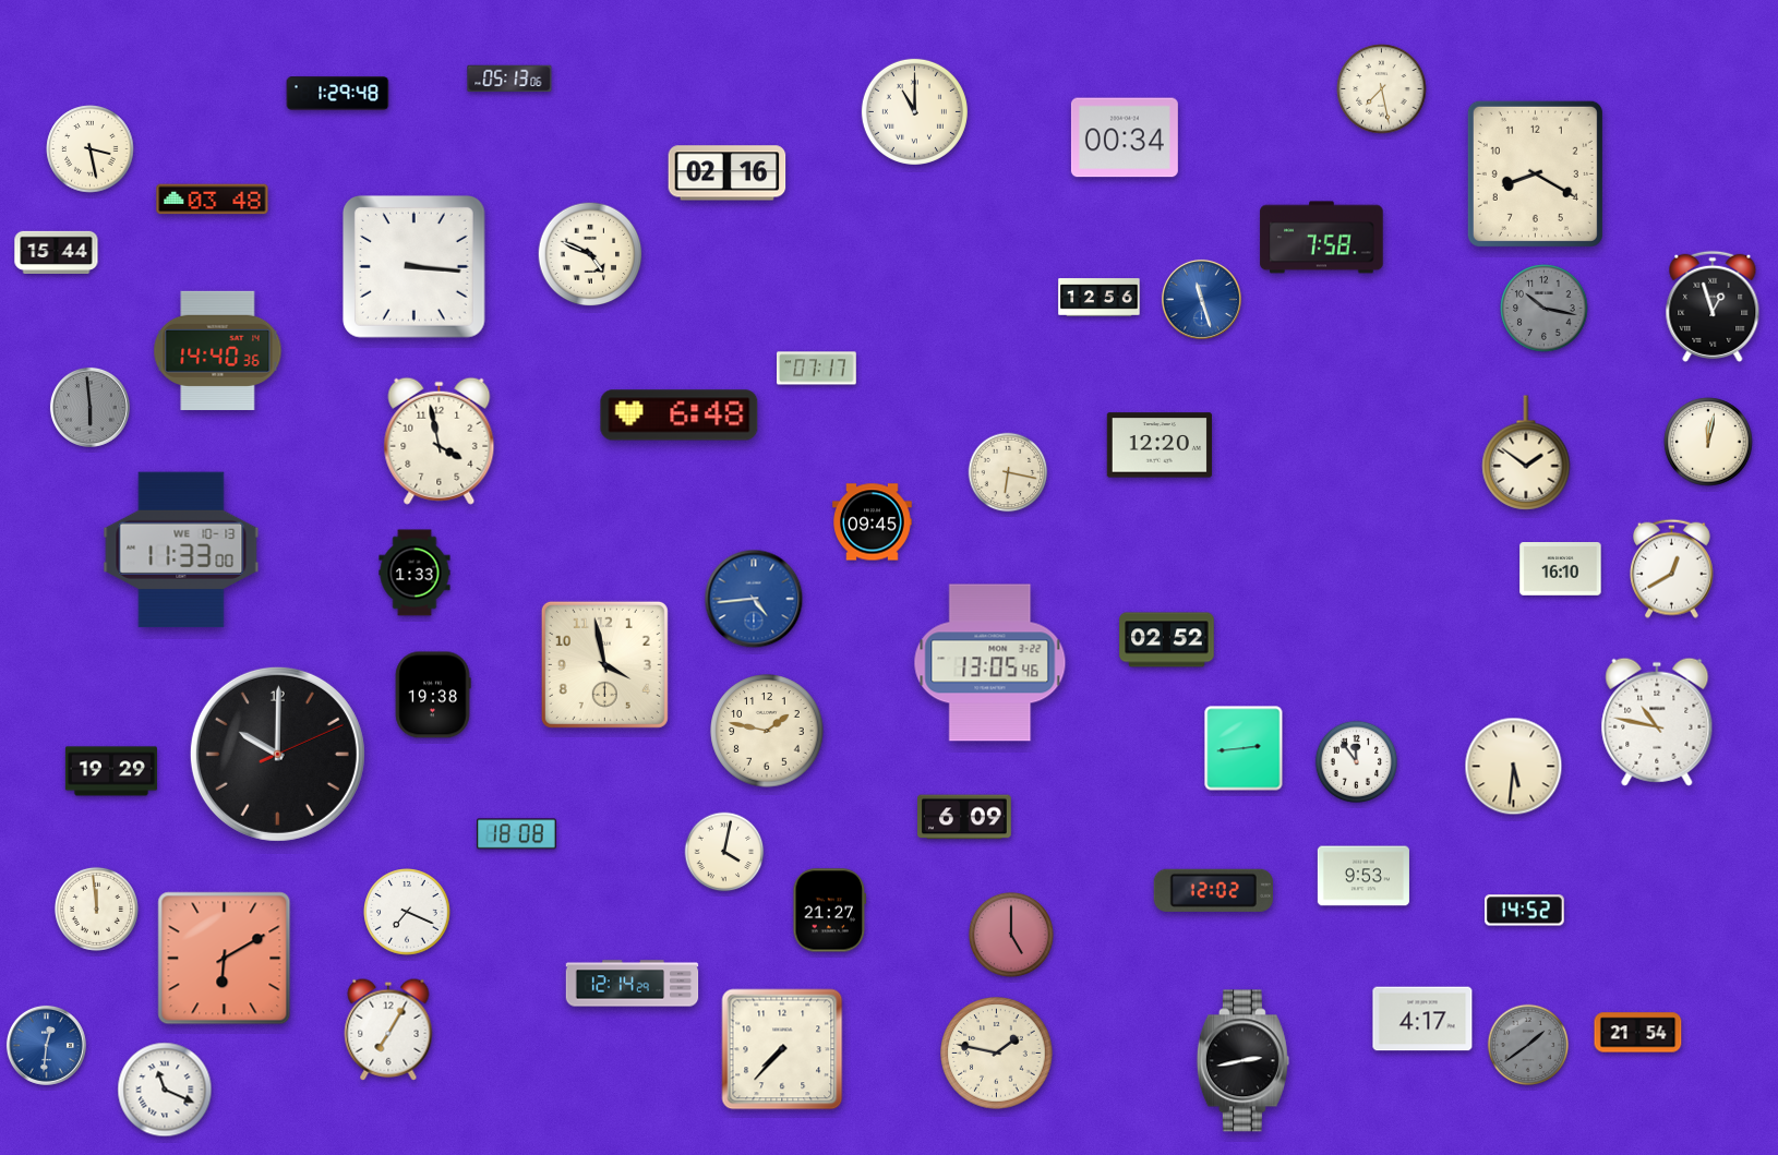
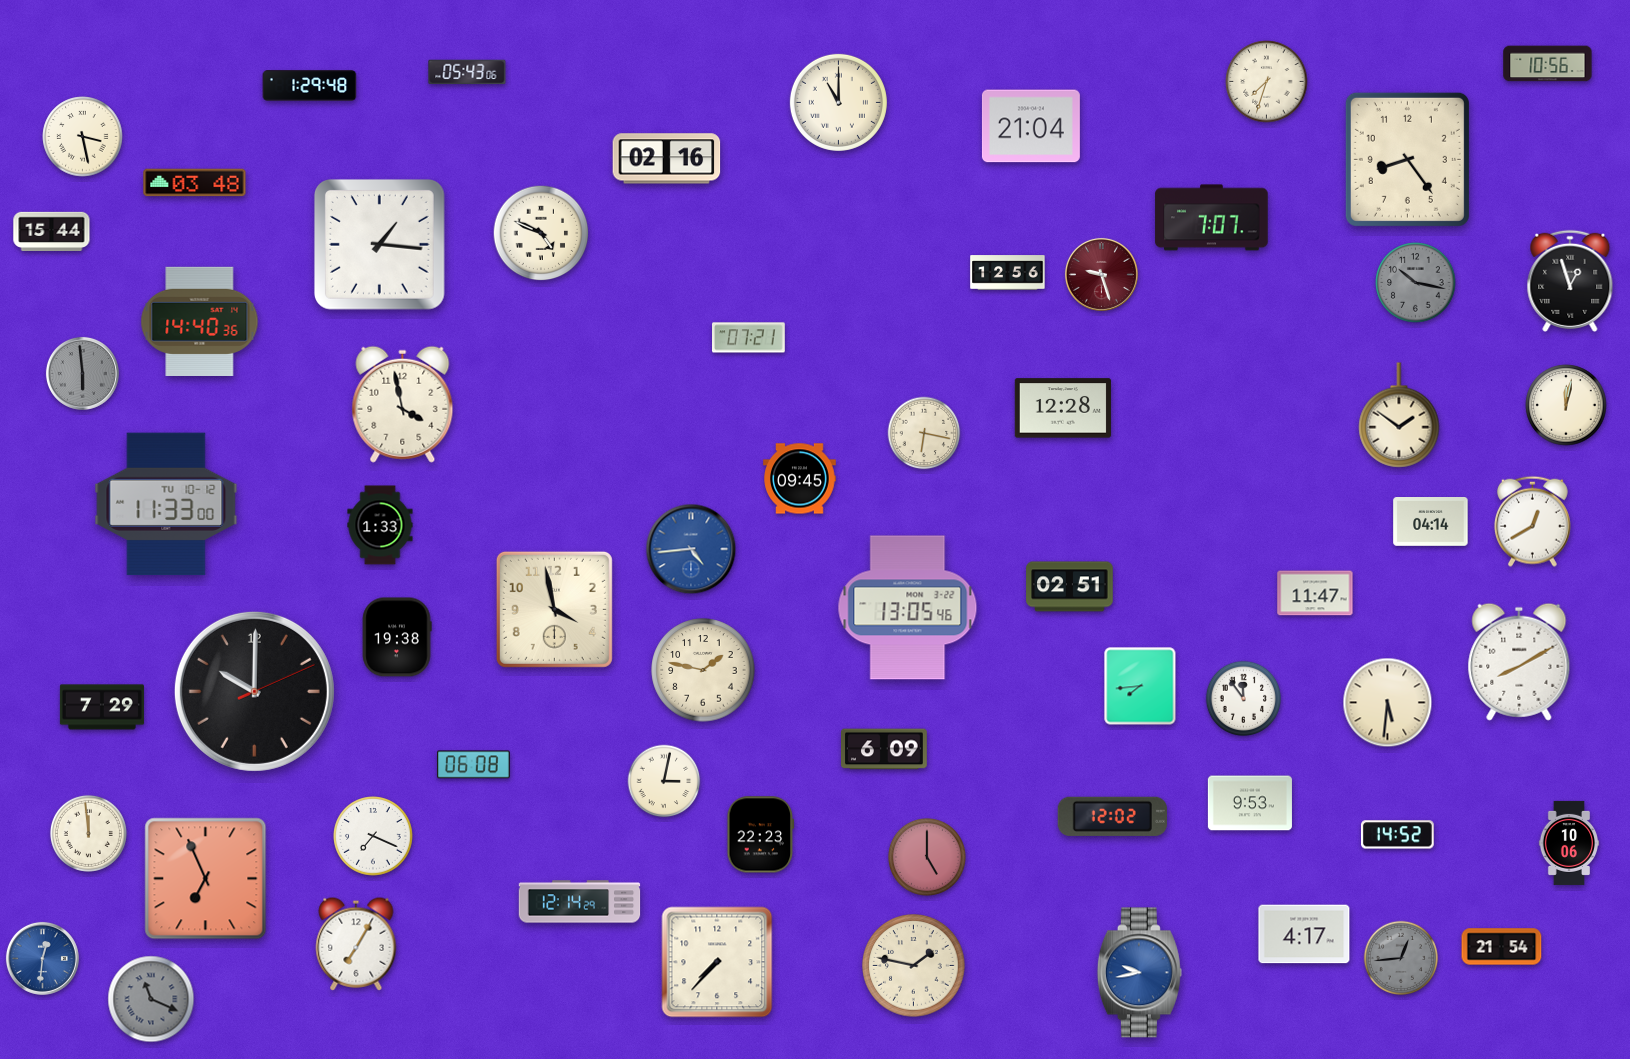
clock at (1548, 64): none -> 10:56
clock at (509, 79): 05:13 -> 05:43
clock at (1382, 89): 7:28 -> 7:33
clock at (1125, 137): 00:34 -> 21:04
clock at (1535, 173): 8:20 -> 8:24
clock at (1322, 238): 7:58 -> 7:07
clock at (413, 266): 3:16 -> 1:16
clock at (1201, 299): 11:27 -> 9:27
clock at (1201, 299) dial: blue -> burgundy
clock at (817, 369): 07:17 -> 07:21
clock at (680, 416): 6:48 -> none
clock at (1160, 445): 12:20 -> 12:28
clock at (181, 550) date: WE 10-13 -> TU 10-12
clock at (1561, 569): 16:10 -> 04:14
clock at (1167, 640): 02:52 -> 02:51
clock at (1315, 593): none -> 11:47
clock at (1657, 722): 10:47 -> 8:10
clock at (1244, 748): 2:44 -> 7:44
clock at (111, 771): 19:29 -> 7:29
clock at (517, 834): 18:08 -> 06:08
clock at (724, 852): 4:02 -> 3:02
clock at (830, 911): 21:27 -> 22:23
clock at (1569, 843): none -> 10:06
clock at (225, 959): 6:10 -> 6:56
clock at (1528, 1045): 1:39 -> 12:44
clock at (1242, 1061): 2:43 -> 9:43
clock at (1242, 1061) dial: black -> blue
clock at (165, 1090) dial: white -> grey
